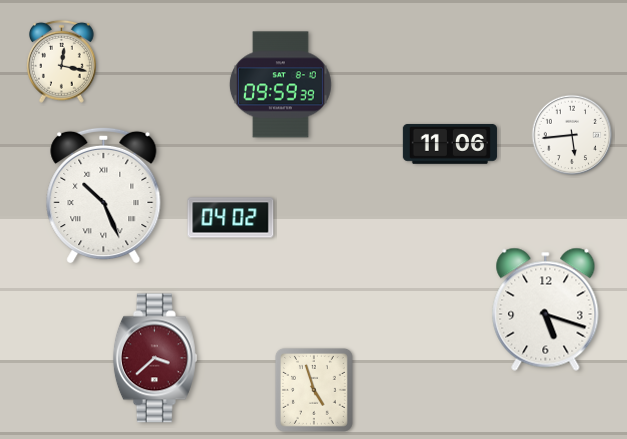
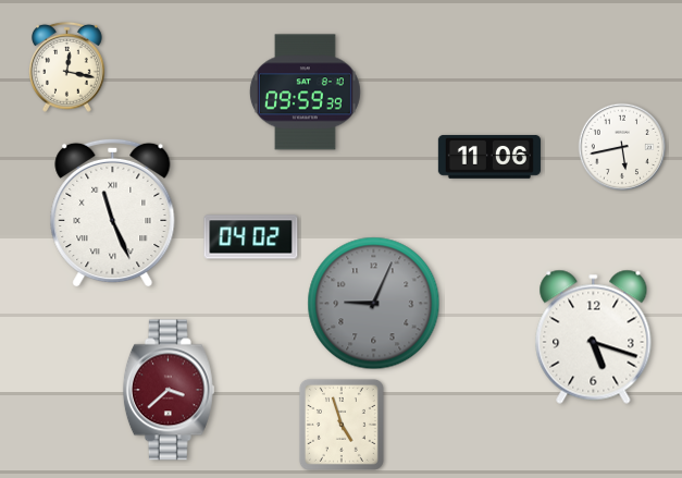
clock at (572, 135): 5:44 -> 5:43
clock at (104, 195): 10:26 -> 11:26
clock at (374, 304): none -> 9:04
